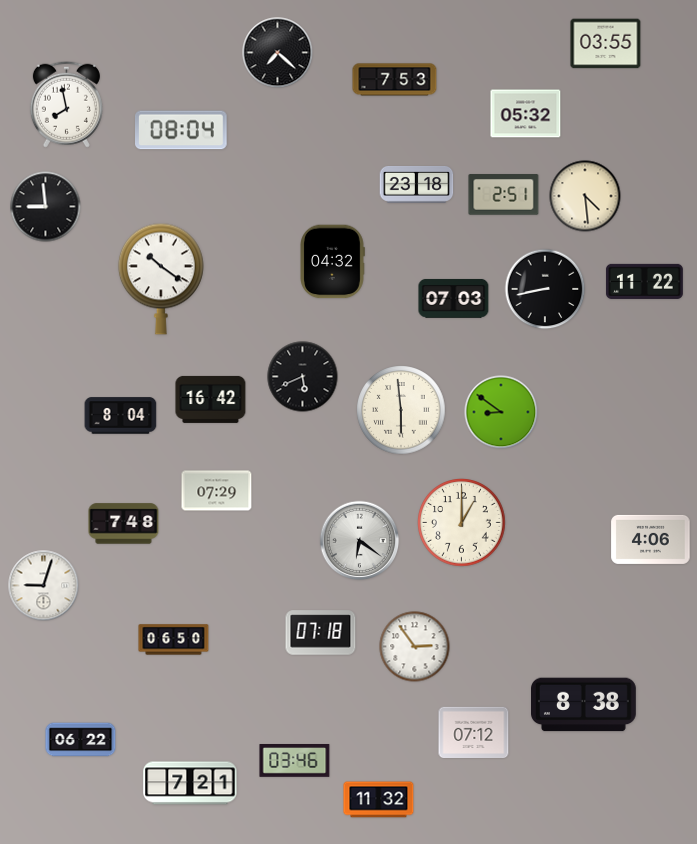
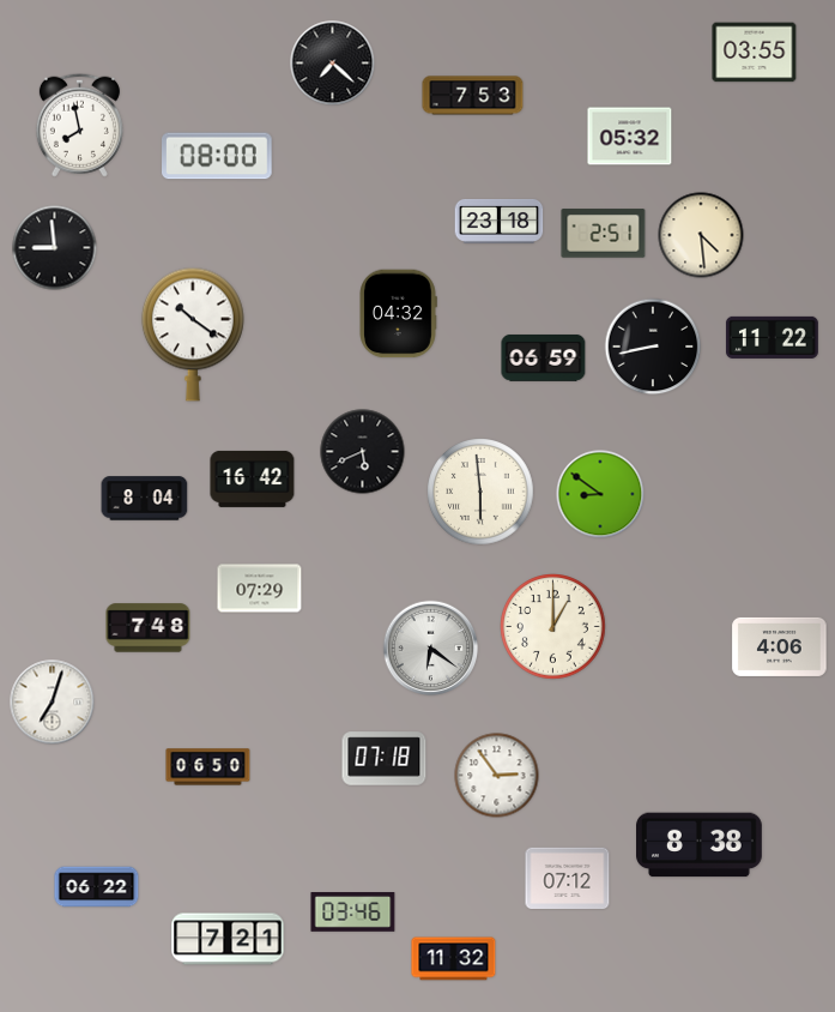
clock at (606, 44) position: (606, 44) -> (755, 53)
clock at (182, 130): 08:04 -> 08:00
clock at (454, 298): 07:03 -> 06:59
clock at (44, 586): 9:03 -> 7:03
